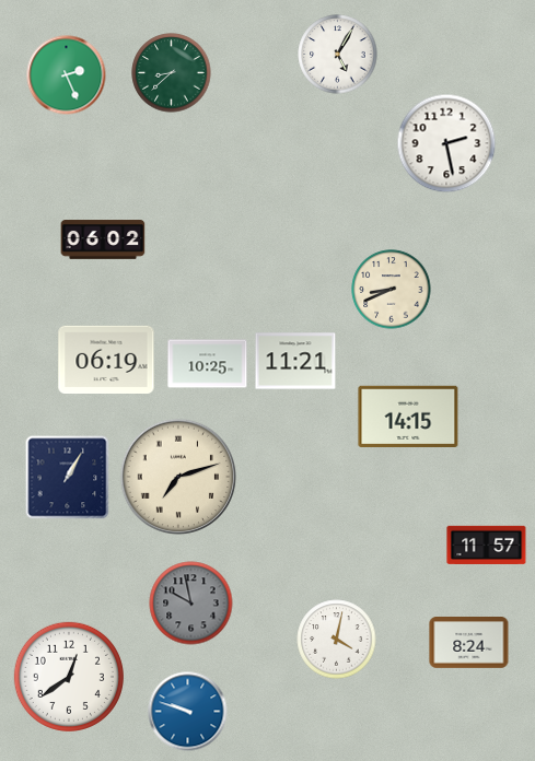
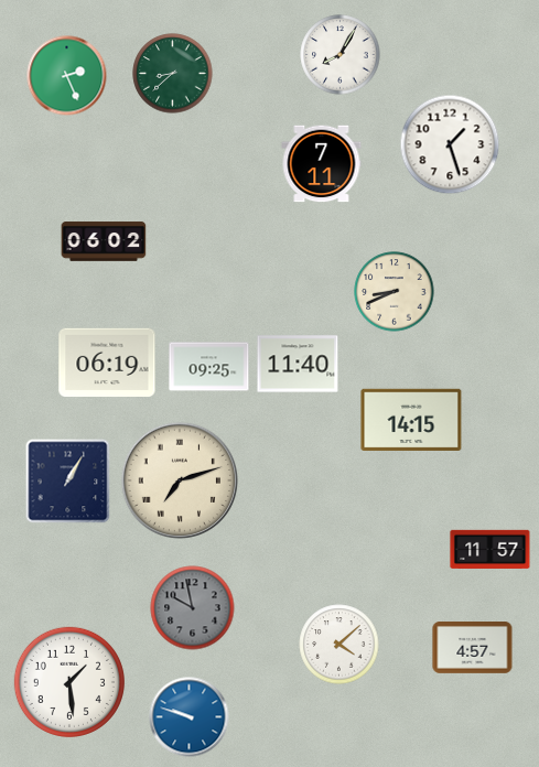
clock at (338, 55): 5:05 -> 8:05
clock at (446, 143): 2:28 -> 1:27
clock at (322, 164): none -> 7:11
clock at (295, 361): 11:21 -> 11:40
clock at (208, 364): 10:25 -> 09:25
clock at (337, 640): 4:02 -> 4:08
clock at (469, 643): 8:24 -> 4:57
clock at (69, 677): 12:39 -> 1:29
